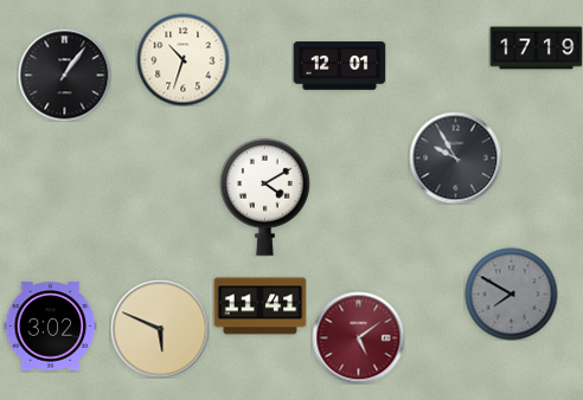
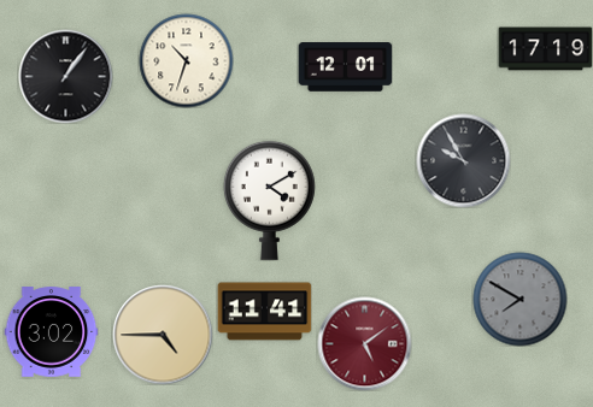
clock at (160, 329): 5:49 -> 4:45
